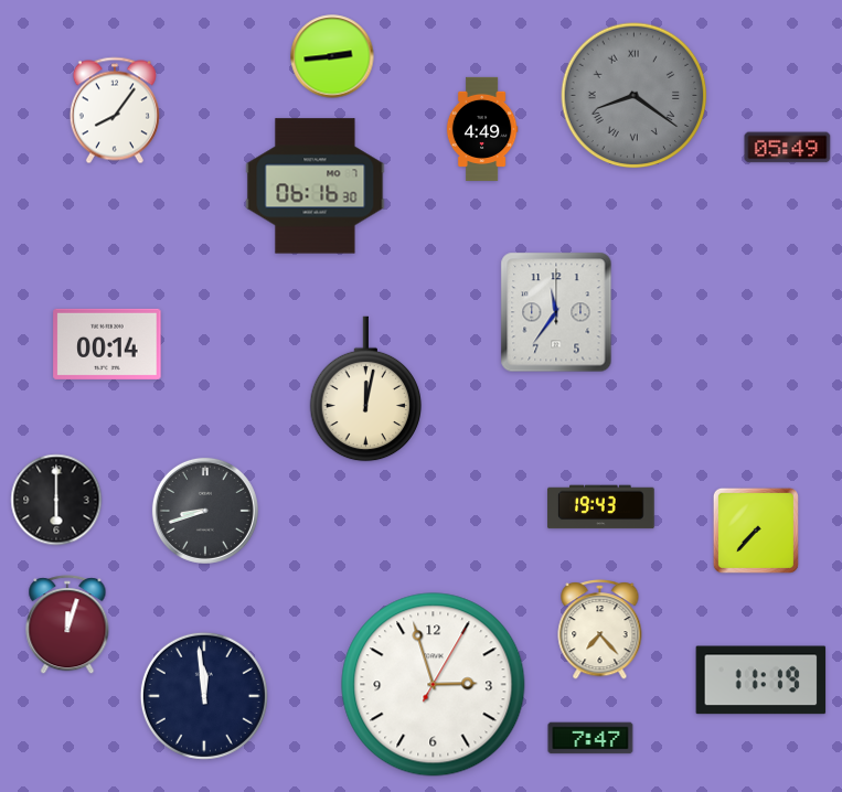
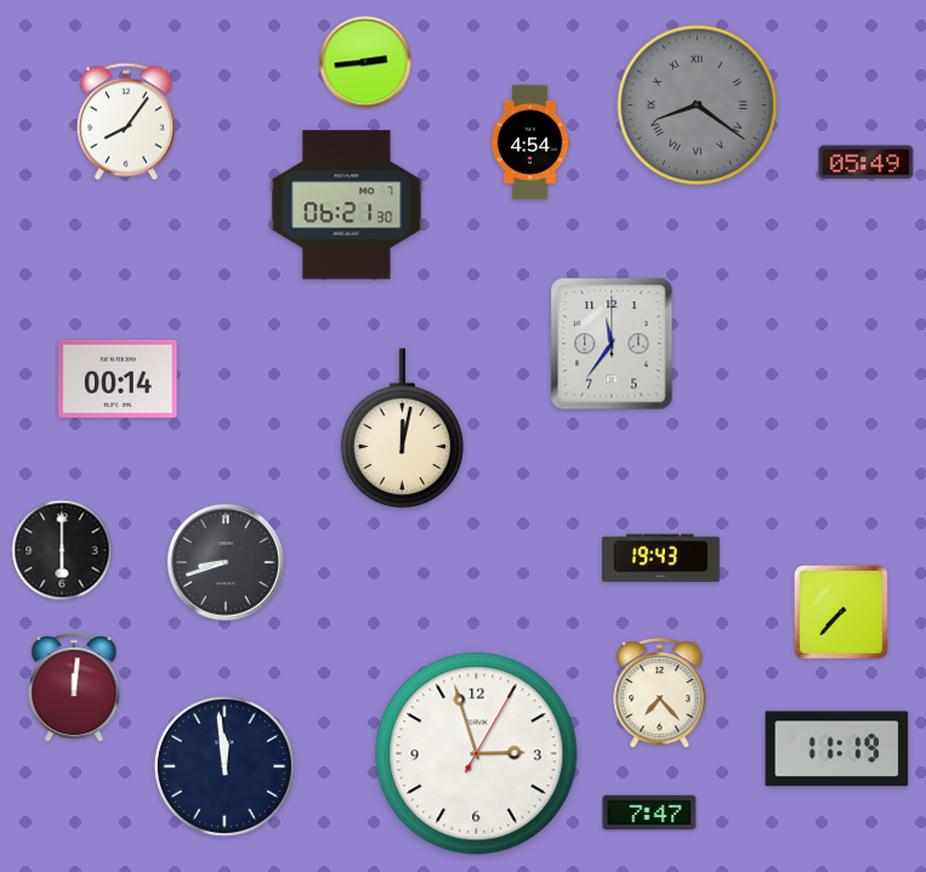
clock at (482, 128): 4:49 -> 4:54
clock at (316, 186): 06:16 -> 06:21
clock at (756, 531) position: (756, 531) -> (841, 612)
clock at (67, 625): 12:03 -> 12:01
